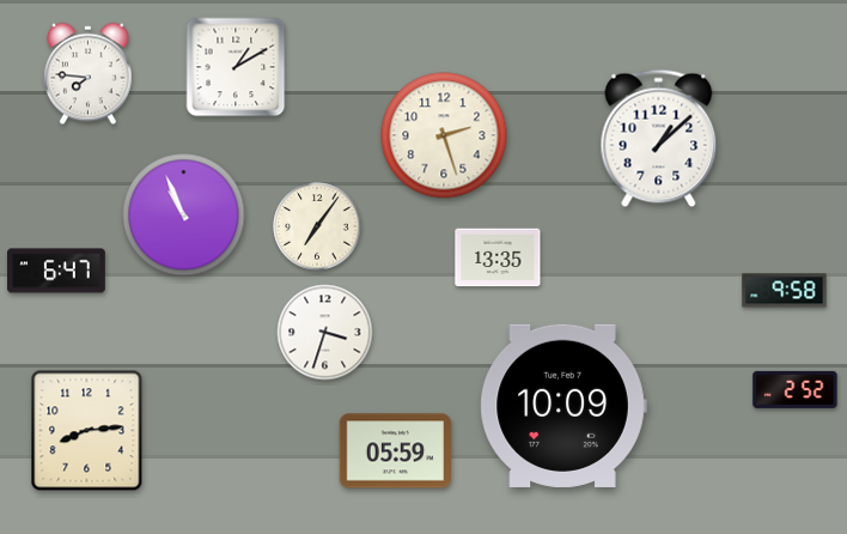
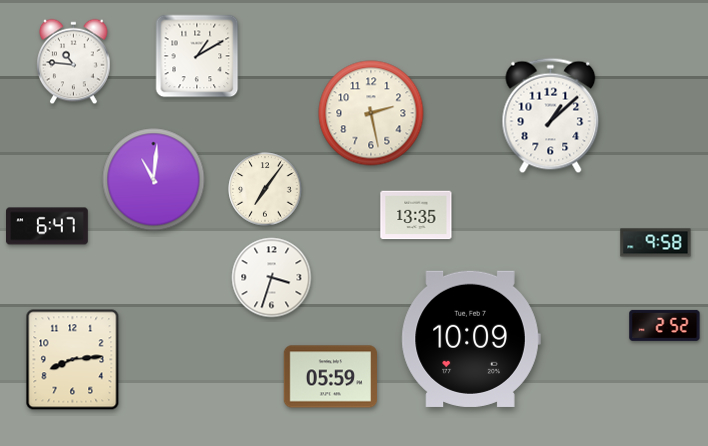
clock at (89, 74): 7:46 -> 10:46
clock at (444, 135): 2:27 -> 2:28
clock at (184, 216): 10:56 -> 11:01
